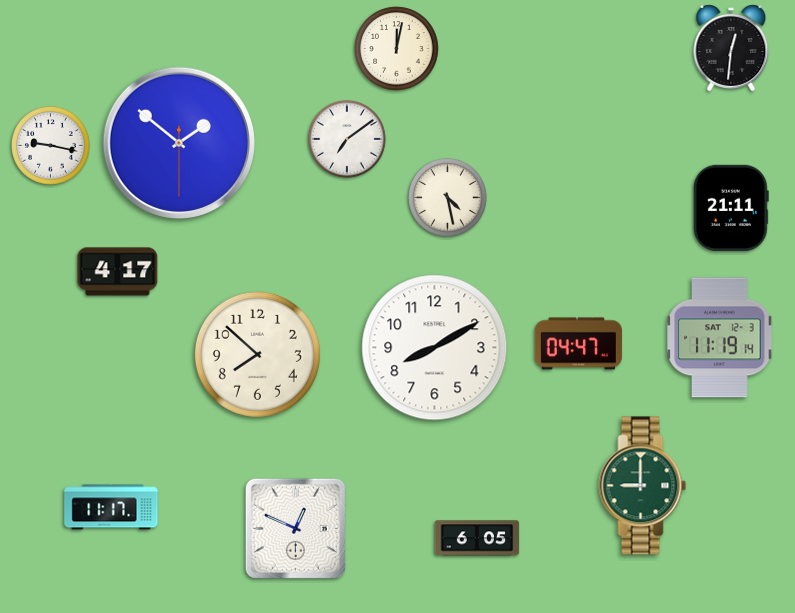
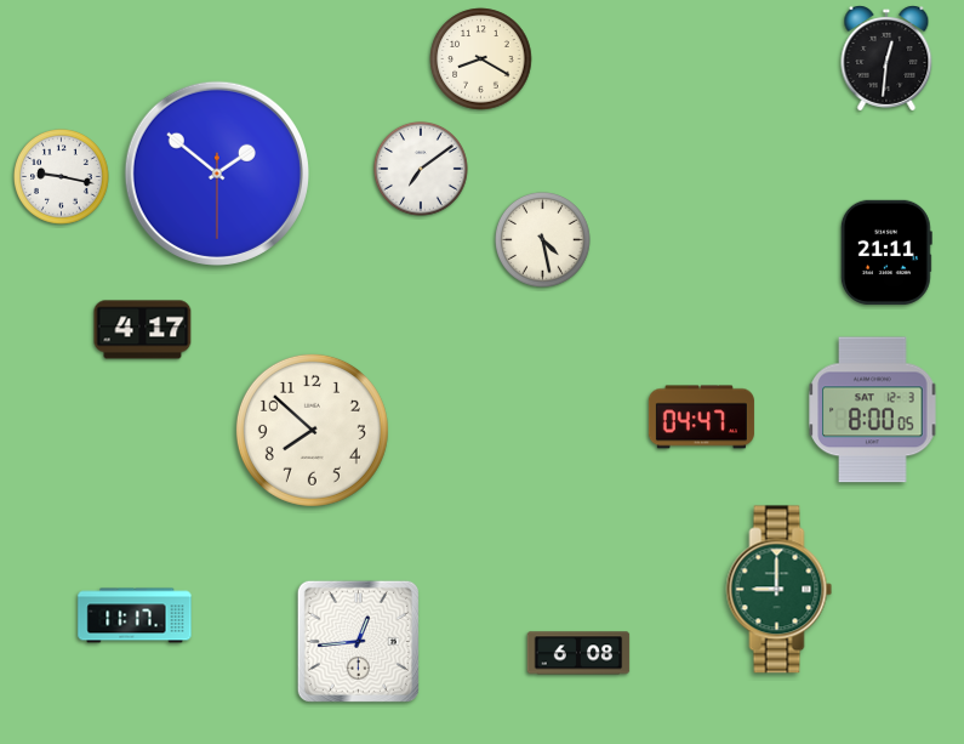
clock at (397, 49): 12:02 -> 8:20
clock at (720, 338): 11:19 -> 8:00
clock at (435, 348): 8:10 -> none
clock at (295, 528): 12:49 -> 12:44
clock at (477, 538): 6:05 -> 6:08
